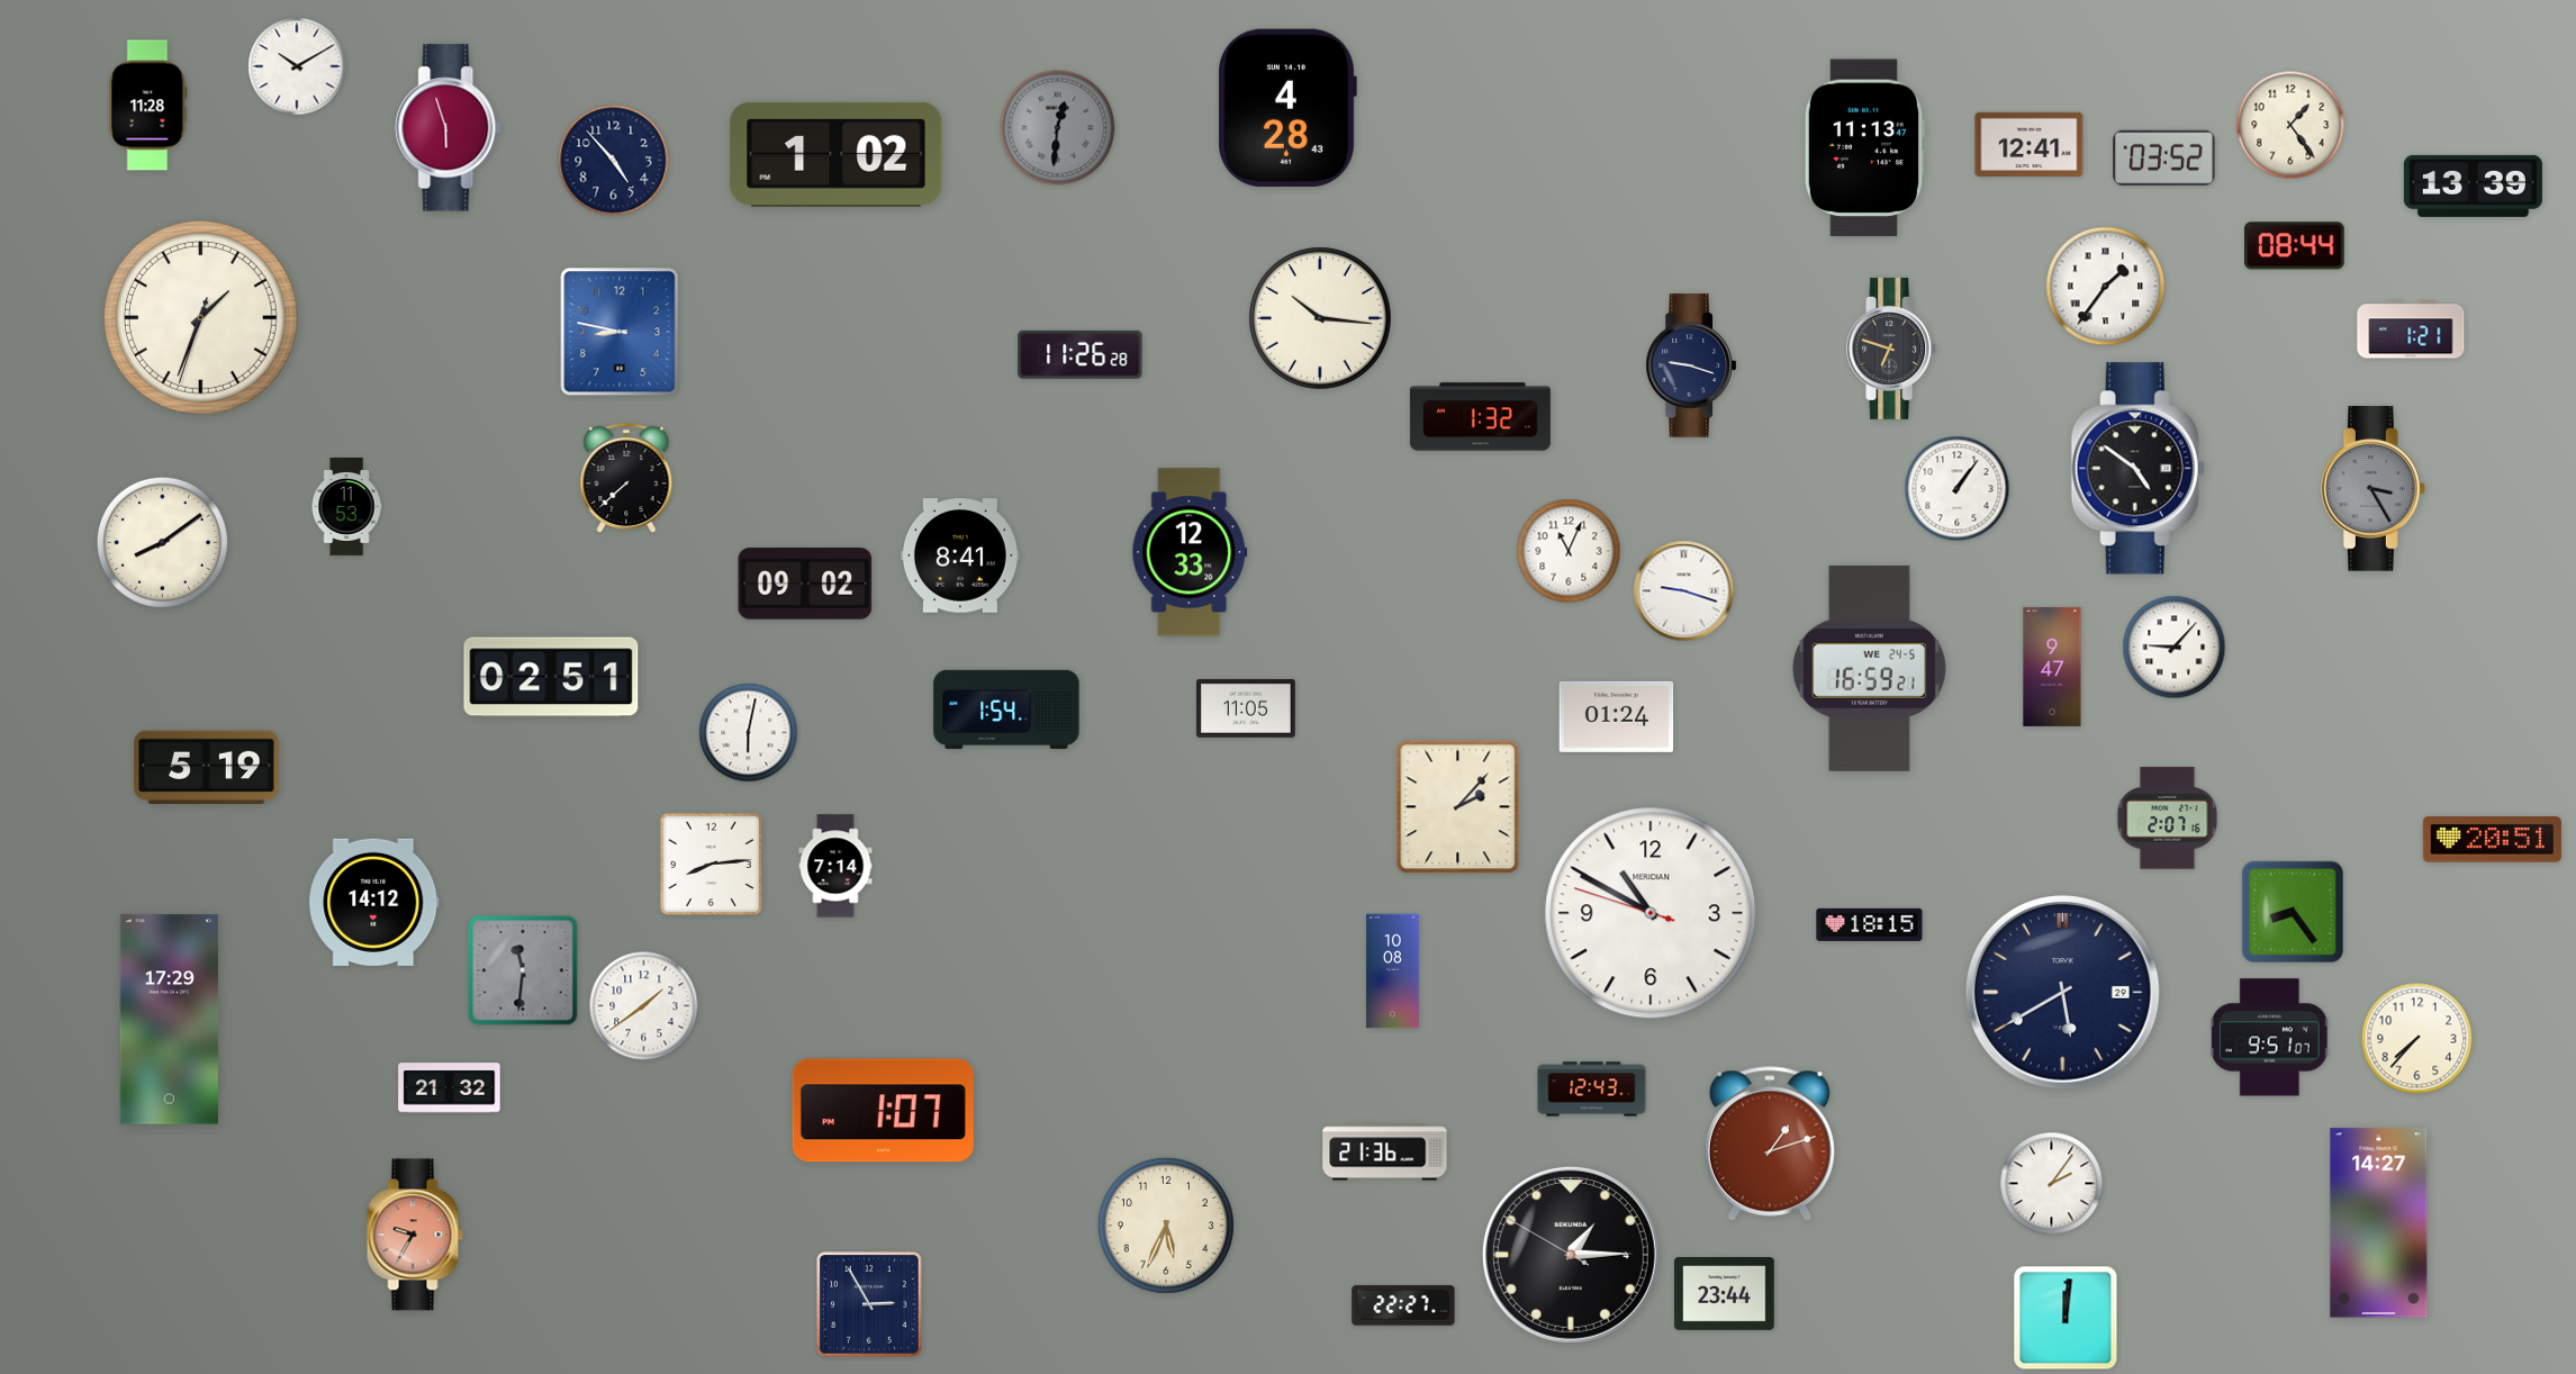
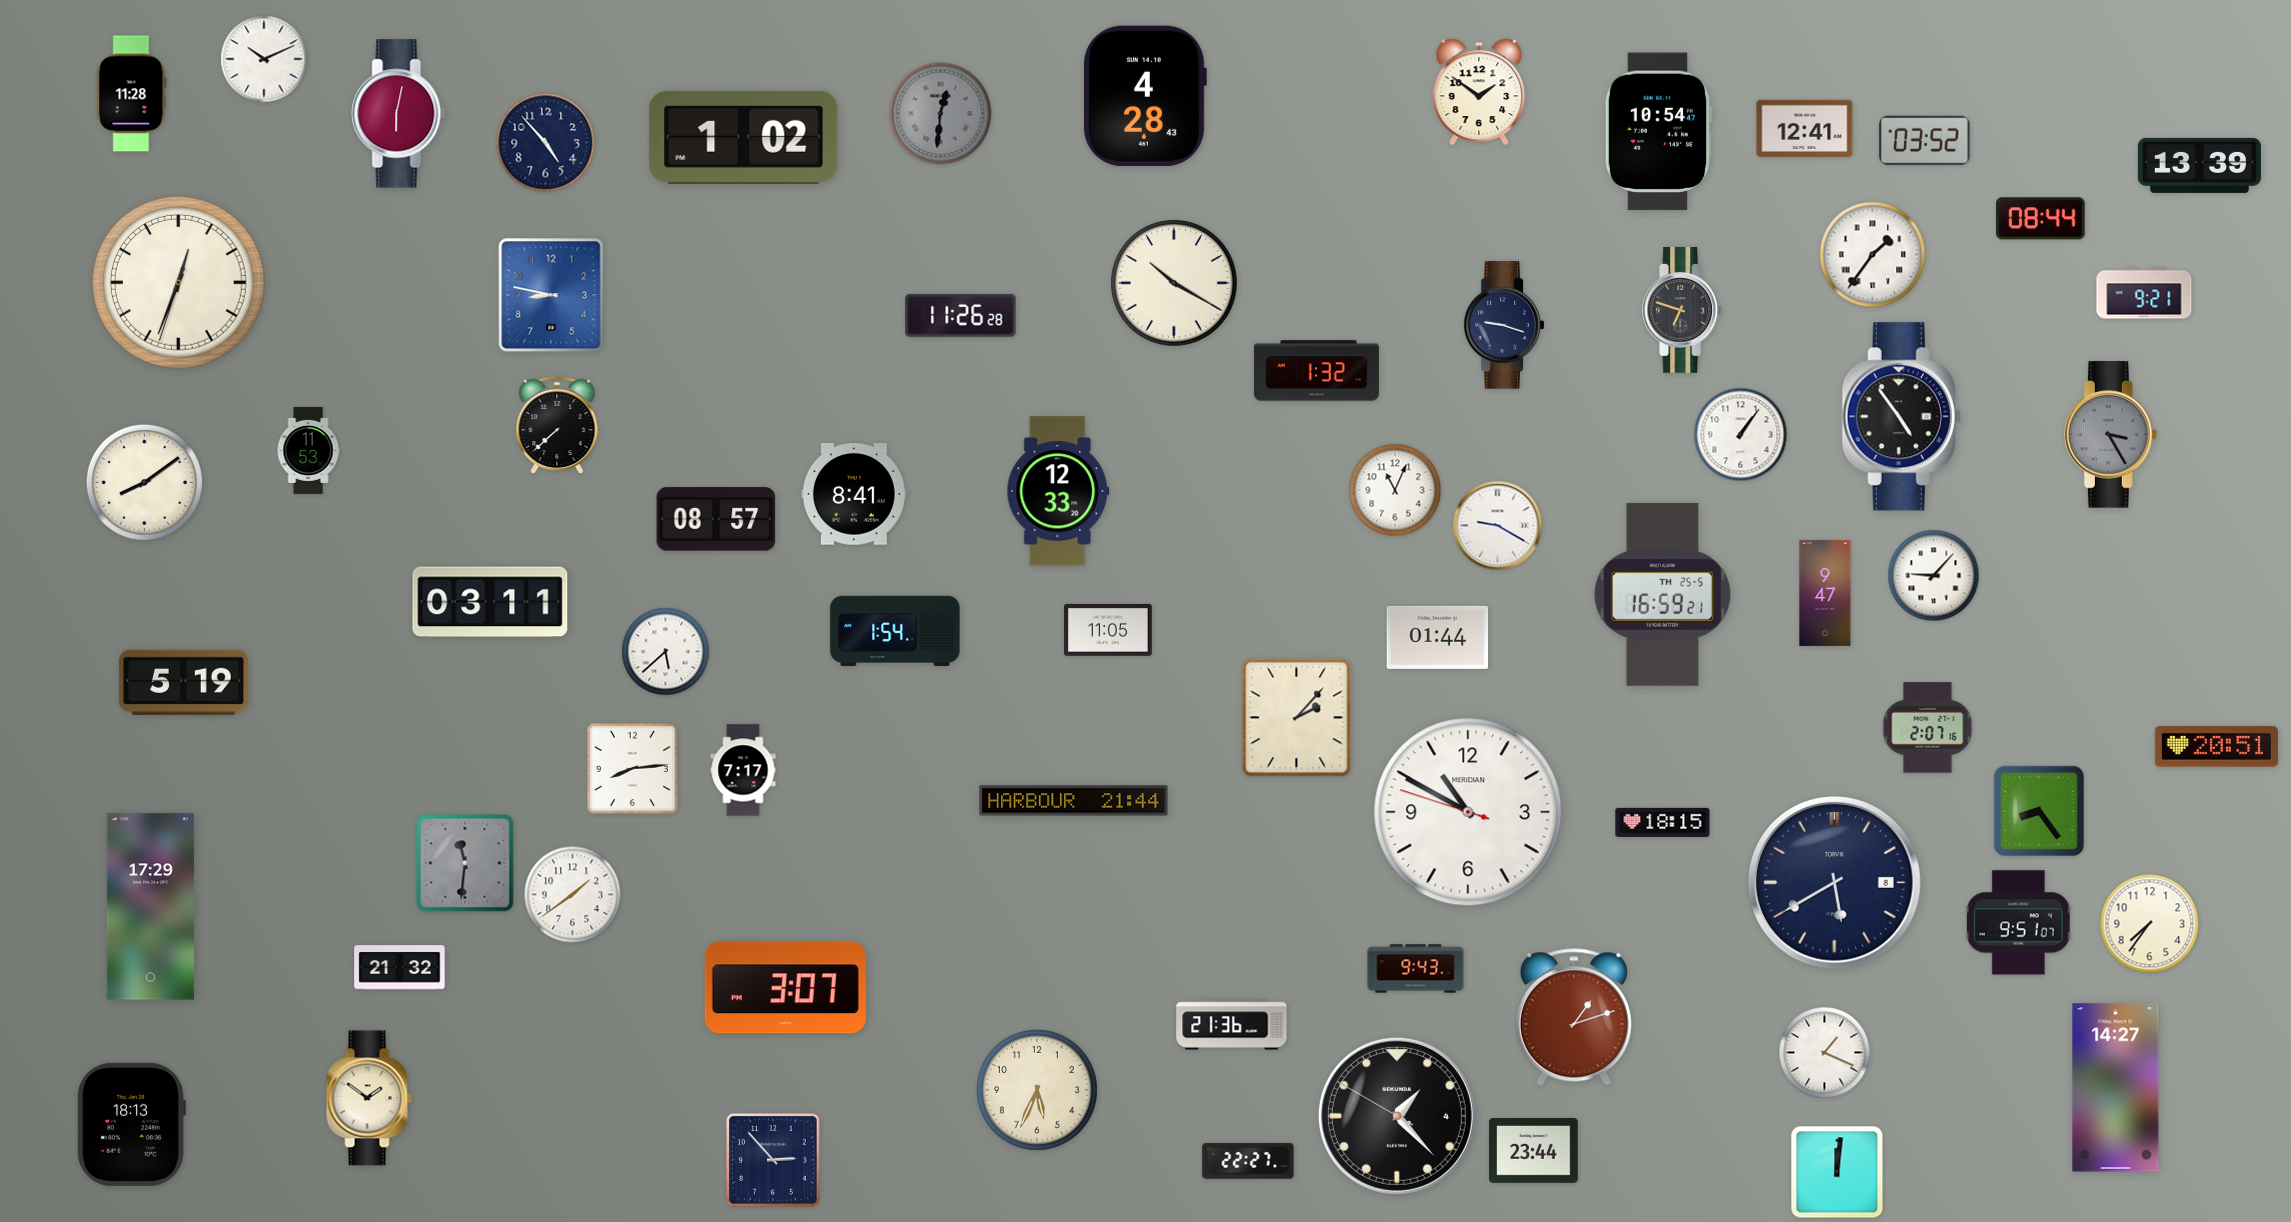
clock at (297, 66): 10:10 -> 10:11
clock at (1479, 92): none -> 1:51
clock at (2290, 125): 1:24 -> none
clock at (449, 128): 5:57 -> 6:02
clock at (1864, 148): 11:13 -> 10:54
clock at (200, 317): 1:33 -> 12:33
clock at (1320, 318): 10:16 -> 10:20
clock at (2411, 329): 1:21 -> 9:21
clock at (2137, 469): 4:51 -> 4:54
clock at (805, 584): 09:02 -> 08:57
clock at (1684, 591): 9:18 -> 9:20
clock at (1869, 668) date: WE 24-5 -> TH 25-5
clock at (551, 677): 02:51 -> 03:11
clock at (1617, 716): 01:24 -> 01:44
clock at (749, 733): 6:02 -> 5:38
clock at (835, 866): 7:14 -> 7:17
clock at (1074, 801): none -> 21:44
clock at (374, 902): 14:12 -> none
clock at (1393, 971): 10:08 -> none
clock at (2063, 993) date: 29 -> 8
clock at (2417, 1039): 7:37 -> 7:36
clock at (1592, 1090): 12:43 -> 9:43
clock at (883, 1111): 1:07 -> 3:07
clock at (2052, 1184): 2:06 -> 1:19
clock at (415, 1235): 9:35 -> 1:51
clock at (415, 1235) dial: salmon -> cream
clock at (1571, 1255): 1:14 -> 1:22
clock at (131, 1124): none -> 18:13
clock at (870, 1305): 2:55 -> 2:53
